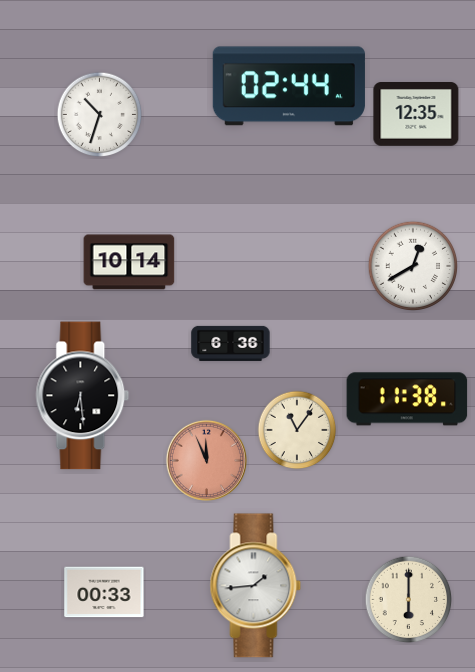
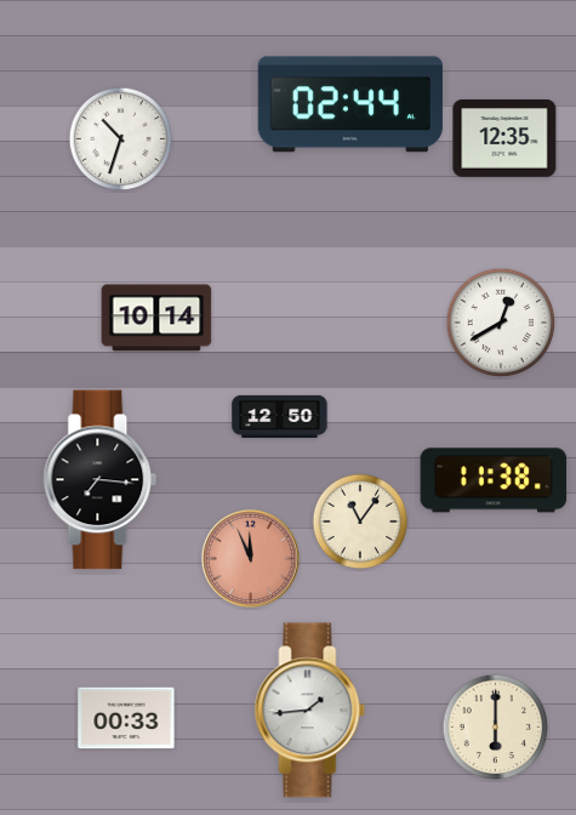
clock at (231, 343): 6:36 -> 12:50
clock at (83, 396): 6:29 -> 7:16
clock at (407, 399) position: (407, 399) -> (494, 480)
